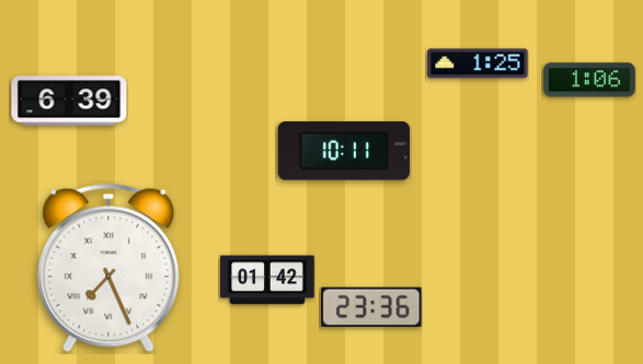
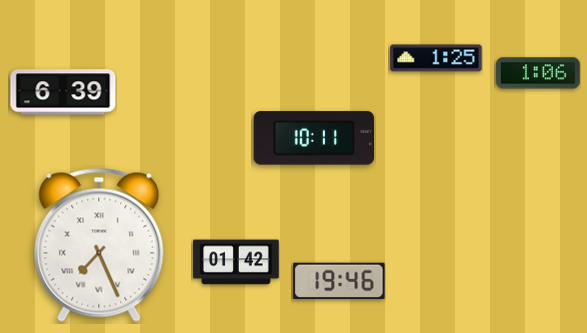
clock at (267, 280) position: (267, 280) -> (236, 262)
clock at (371, 307): 23:36 -> 19:46
